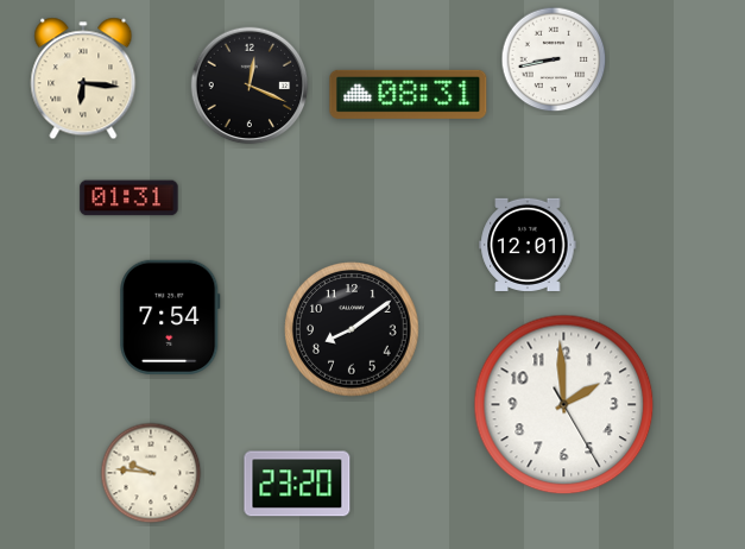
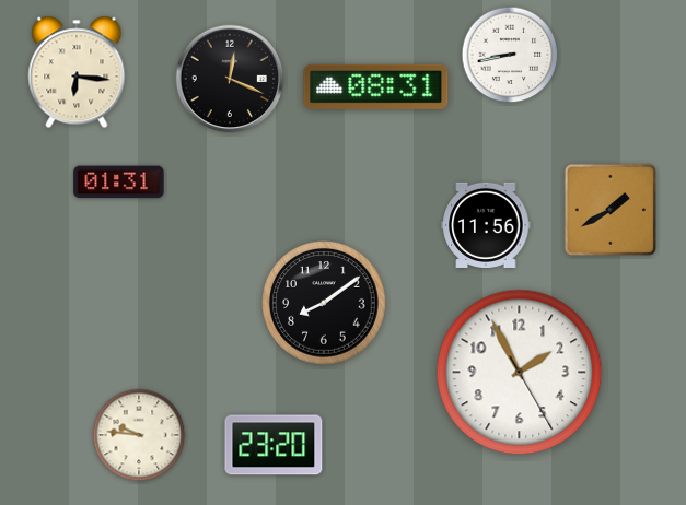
clock at (611, 210): none -> 1:40
clock at (528, 245): 12:01 -> 11:56
clock at (170, 317): 7:54 -> none
clock at (564, 405): 1:59 -> 1:55
